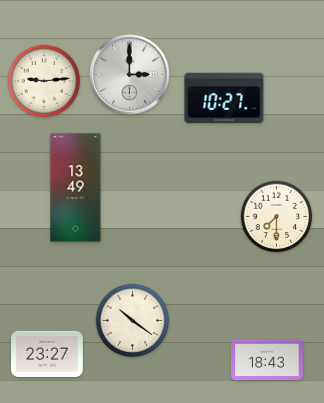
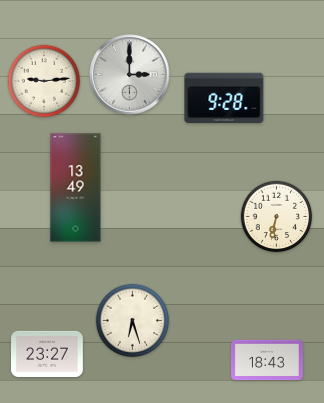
clock at (224, 98): 10:27 -> 9:28
clock at (277, 217): 7:30 -> 6:32
clock at (133, 321): 10:21 -> 6:27
